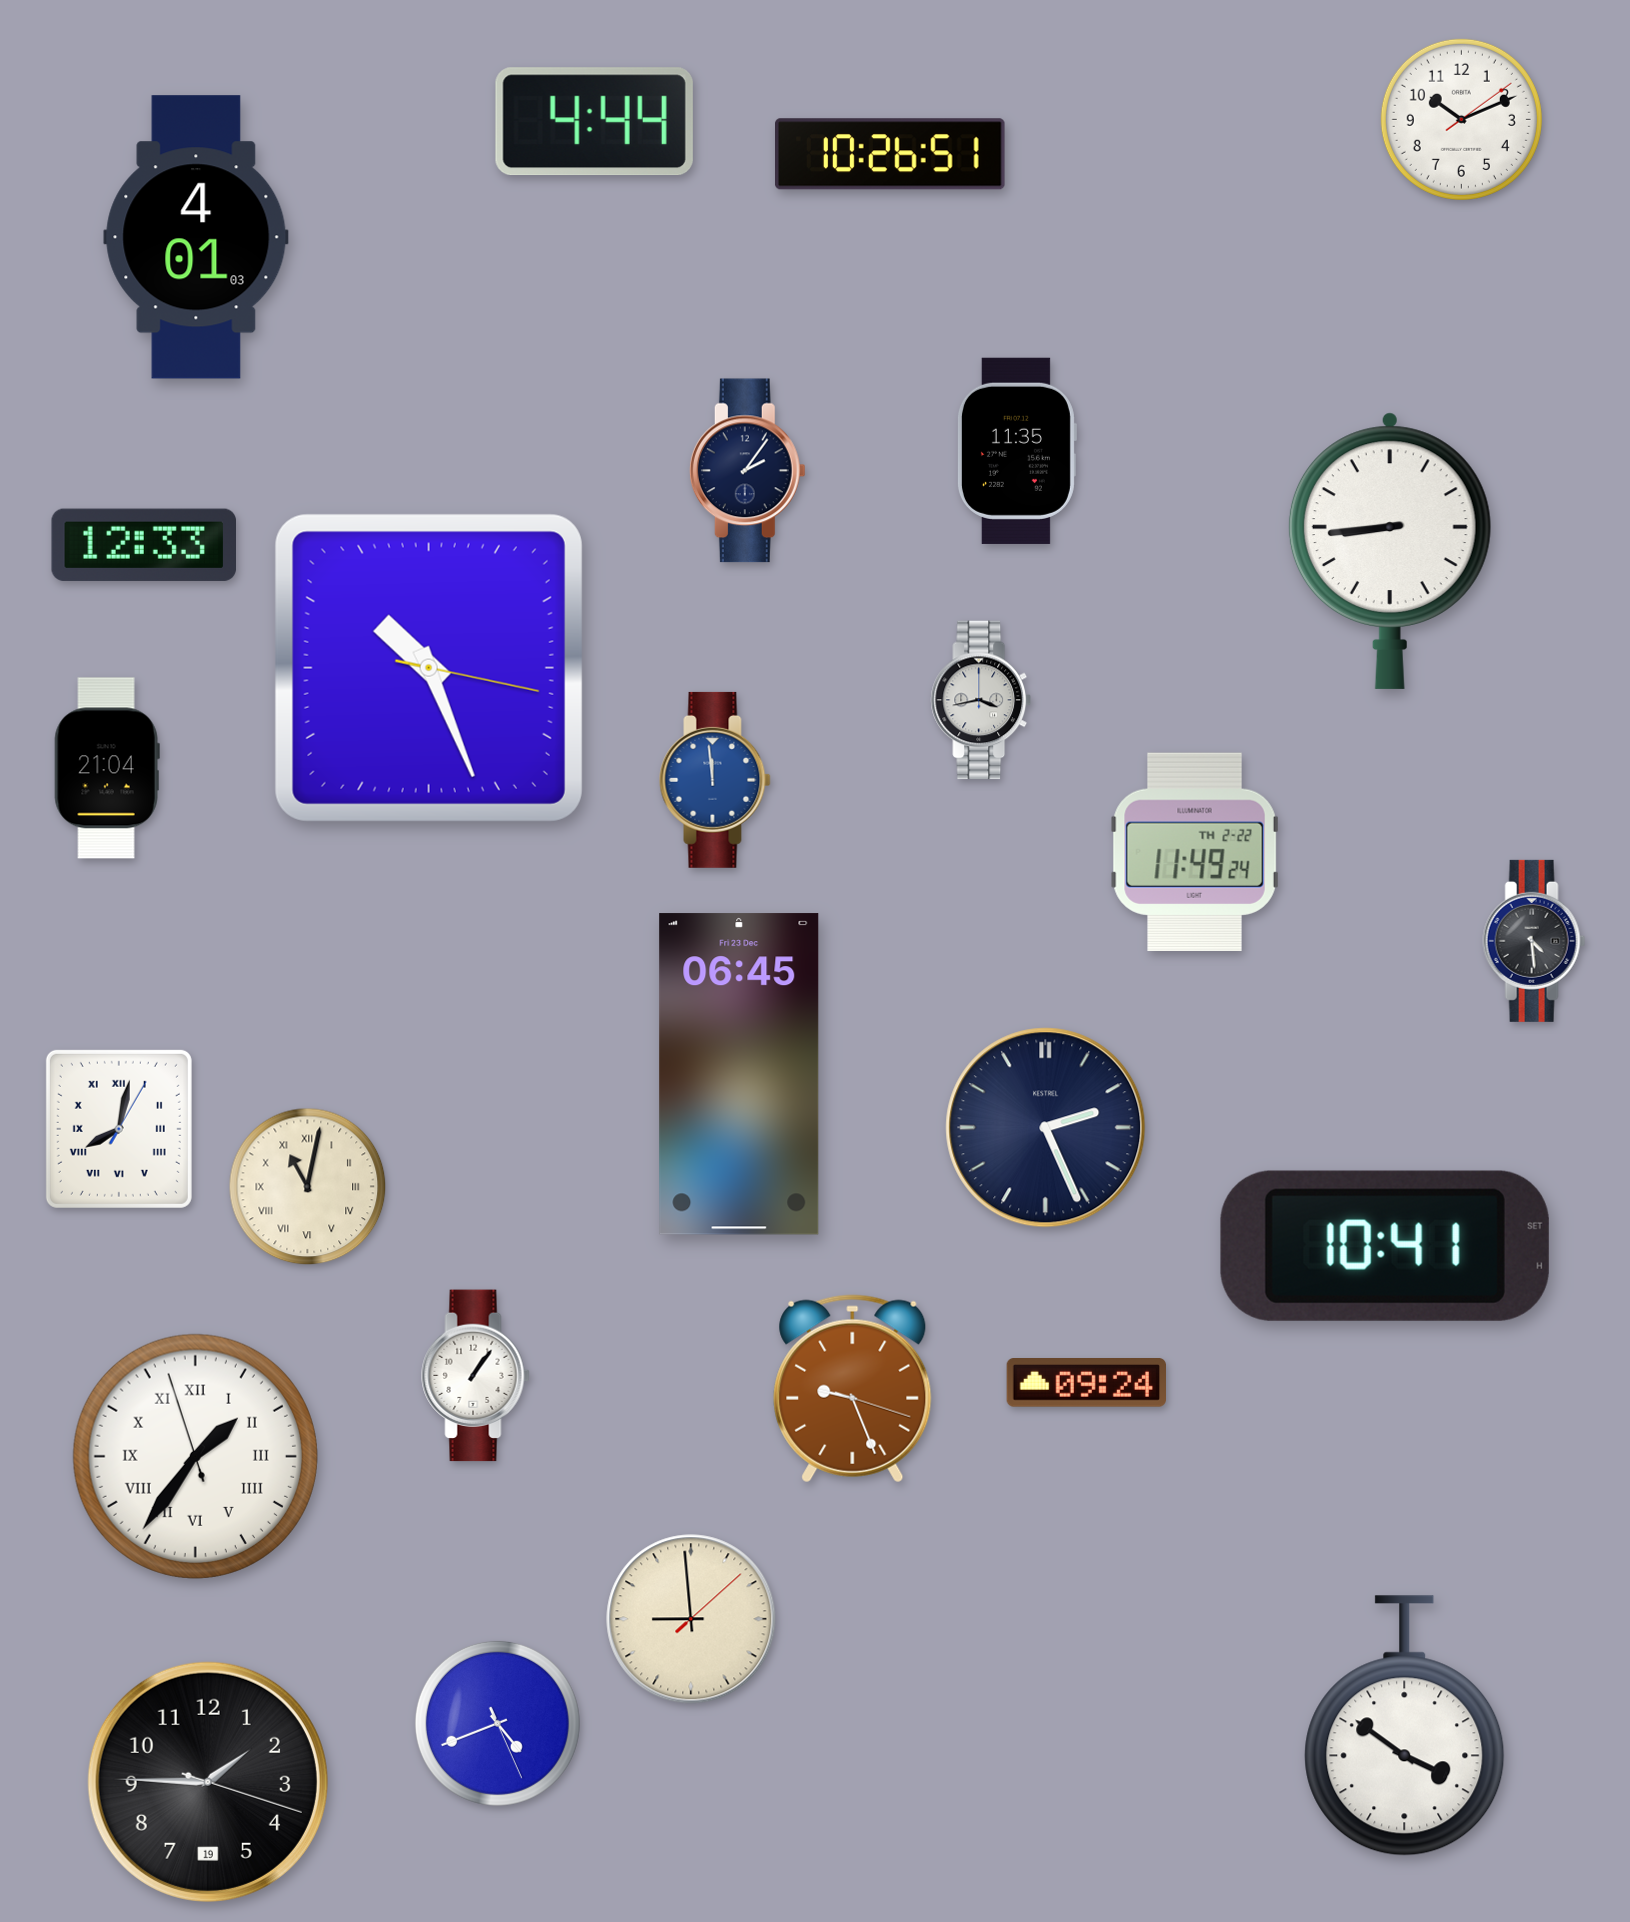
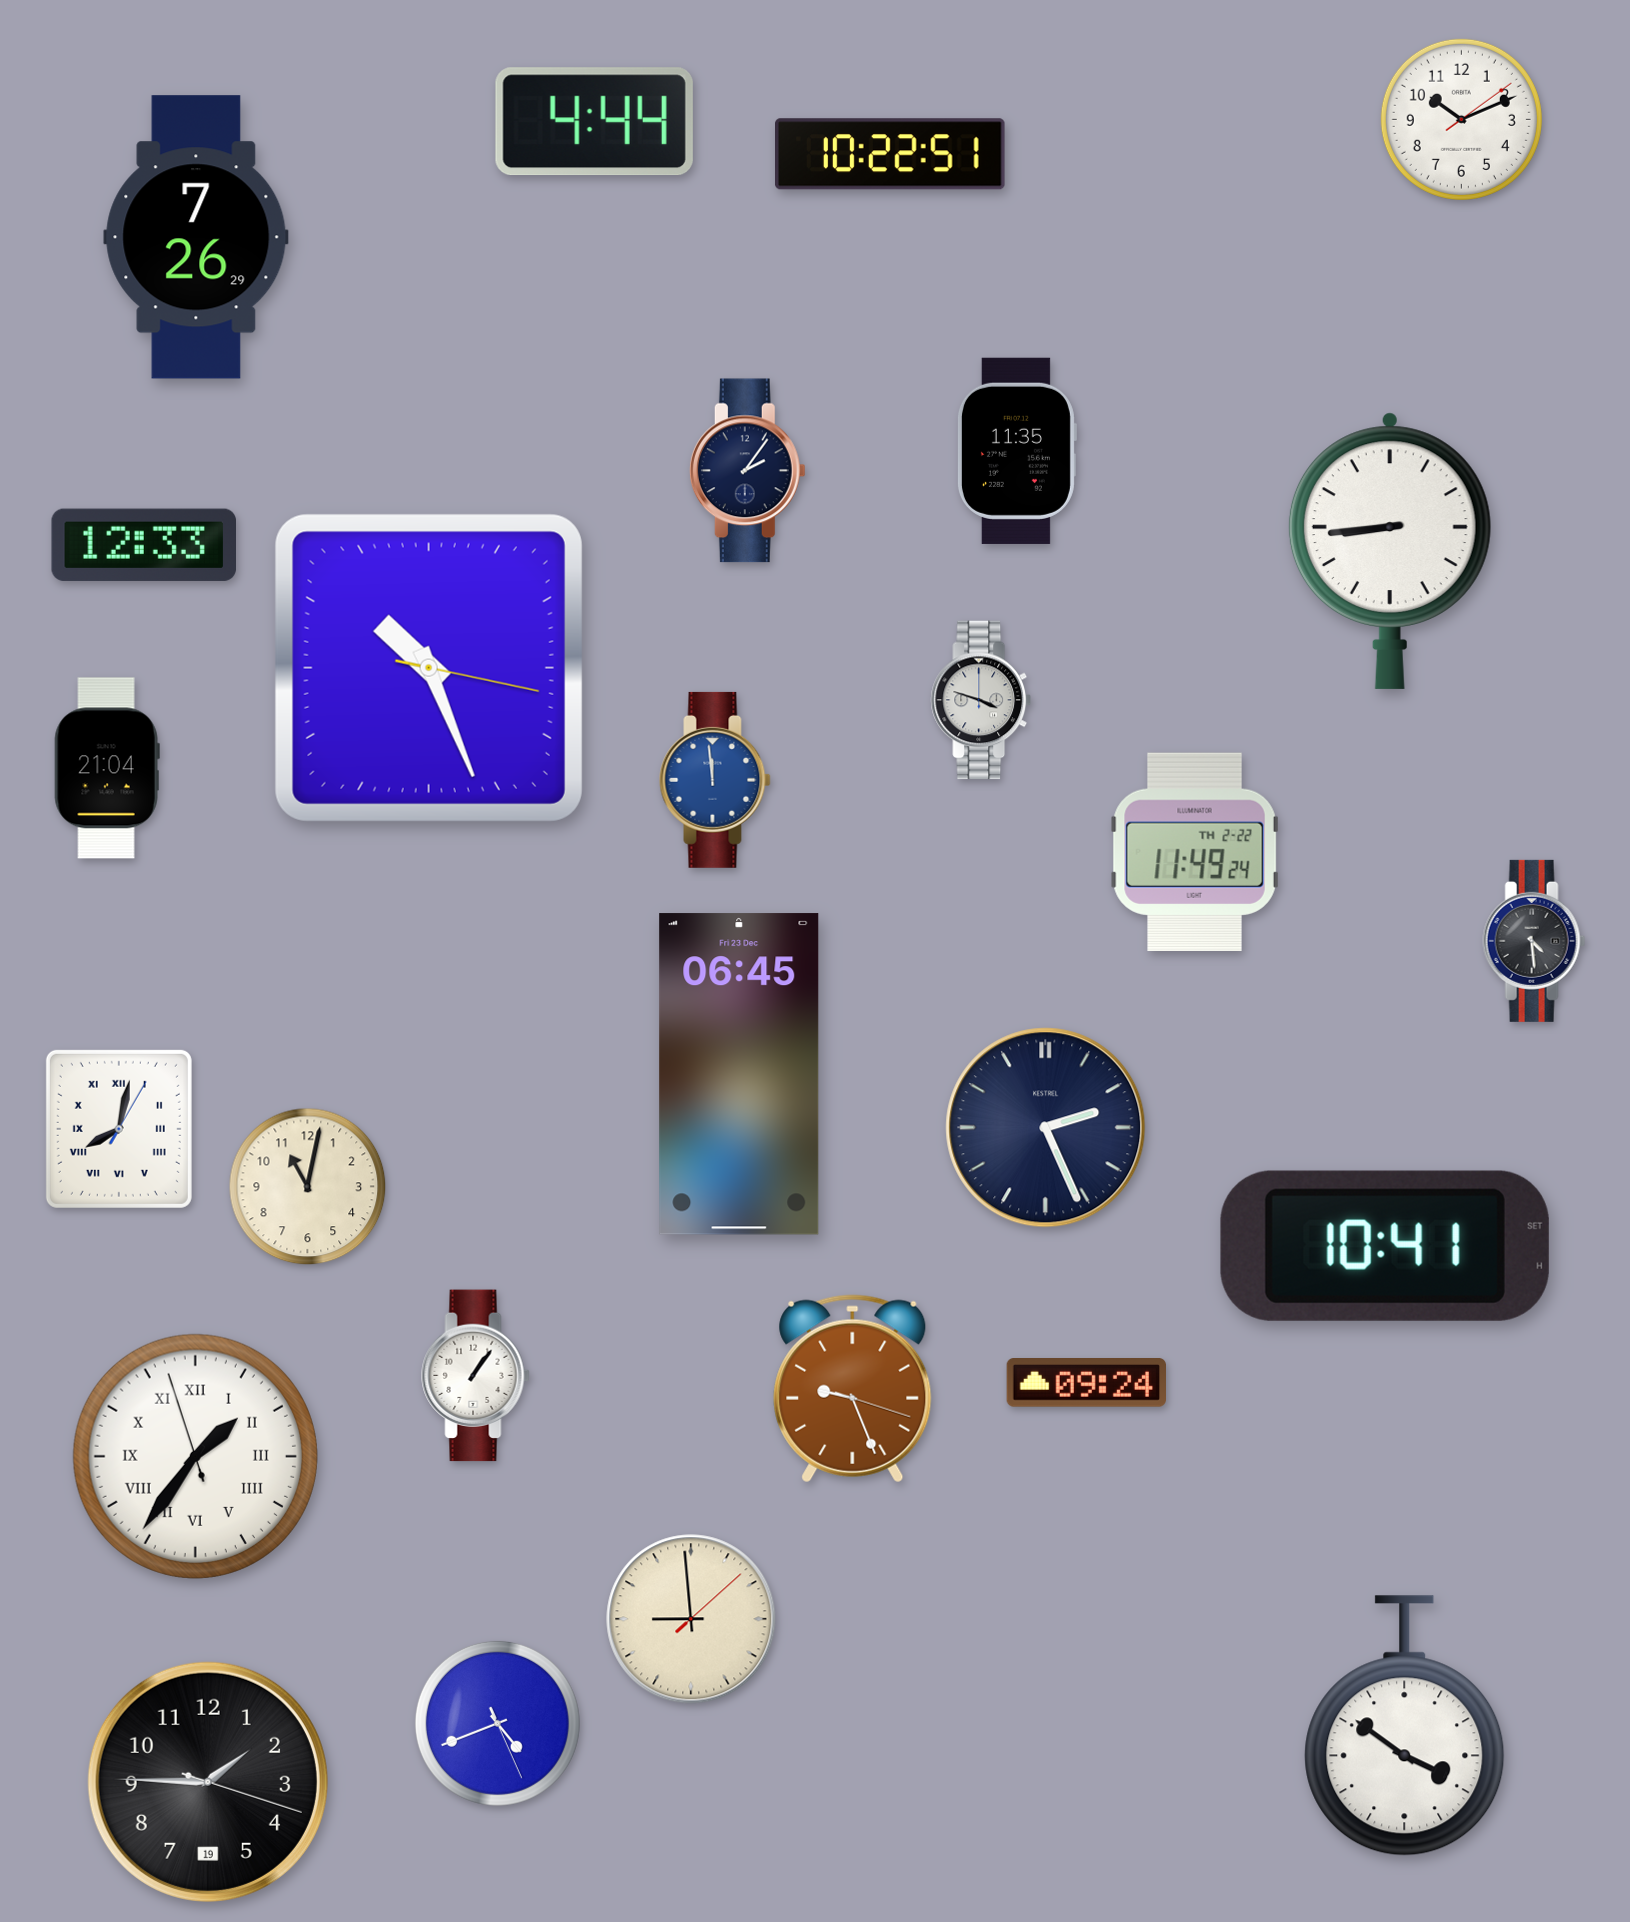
clock at (891, 154): 10:26 -> 10:22
clock at (196, 237): 4:01 -> 7:26
clock at (980, 700): 3:43 -> 3:48
clock at (308, 1187) numerals: Roman -> Arabic
